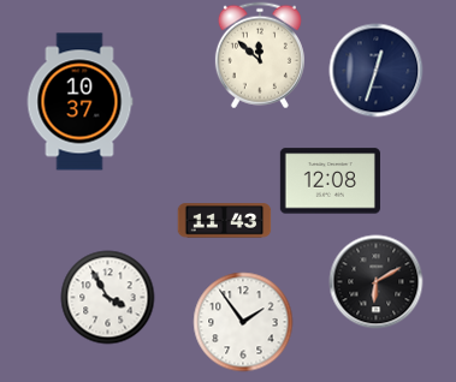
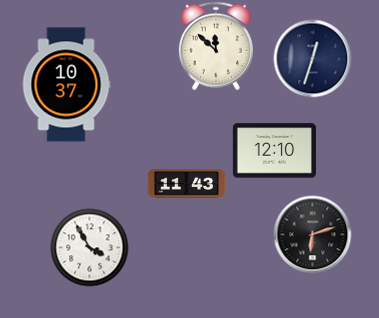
clock at (330, 181): 12:08 -> 12:10
clock at (375, 281): 6:10 -> 6:12
clock at (243, 322): 1:54 -> none
